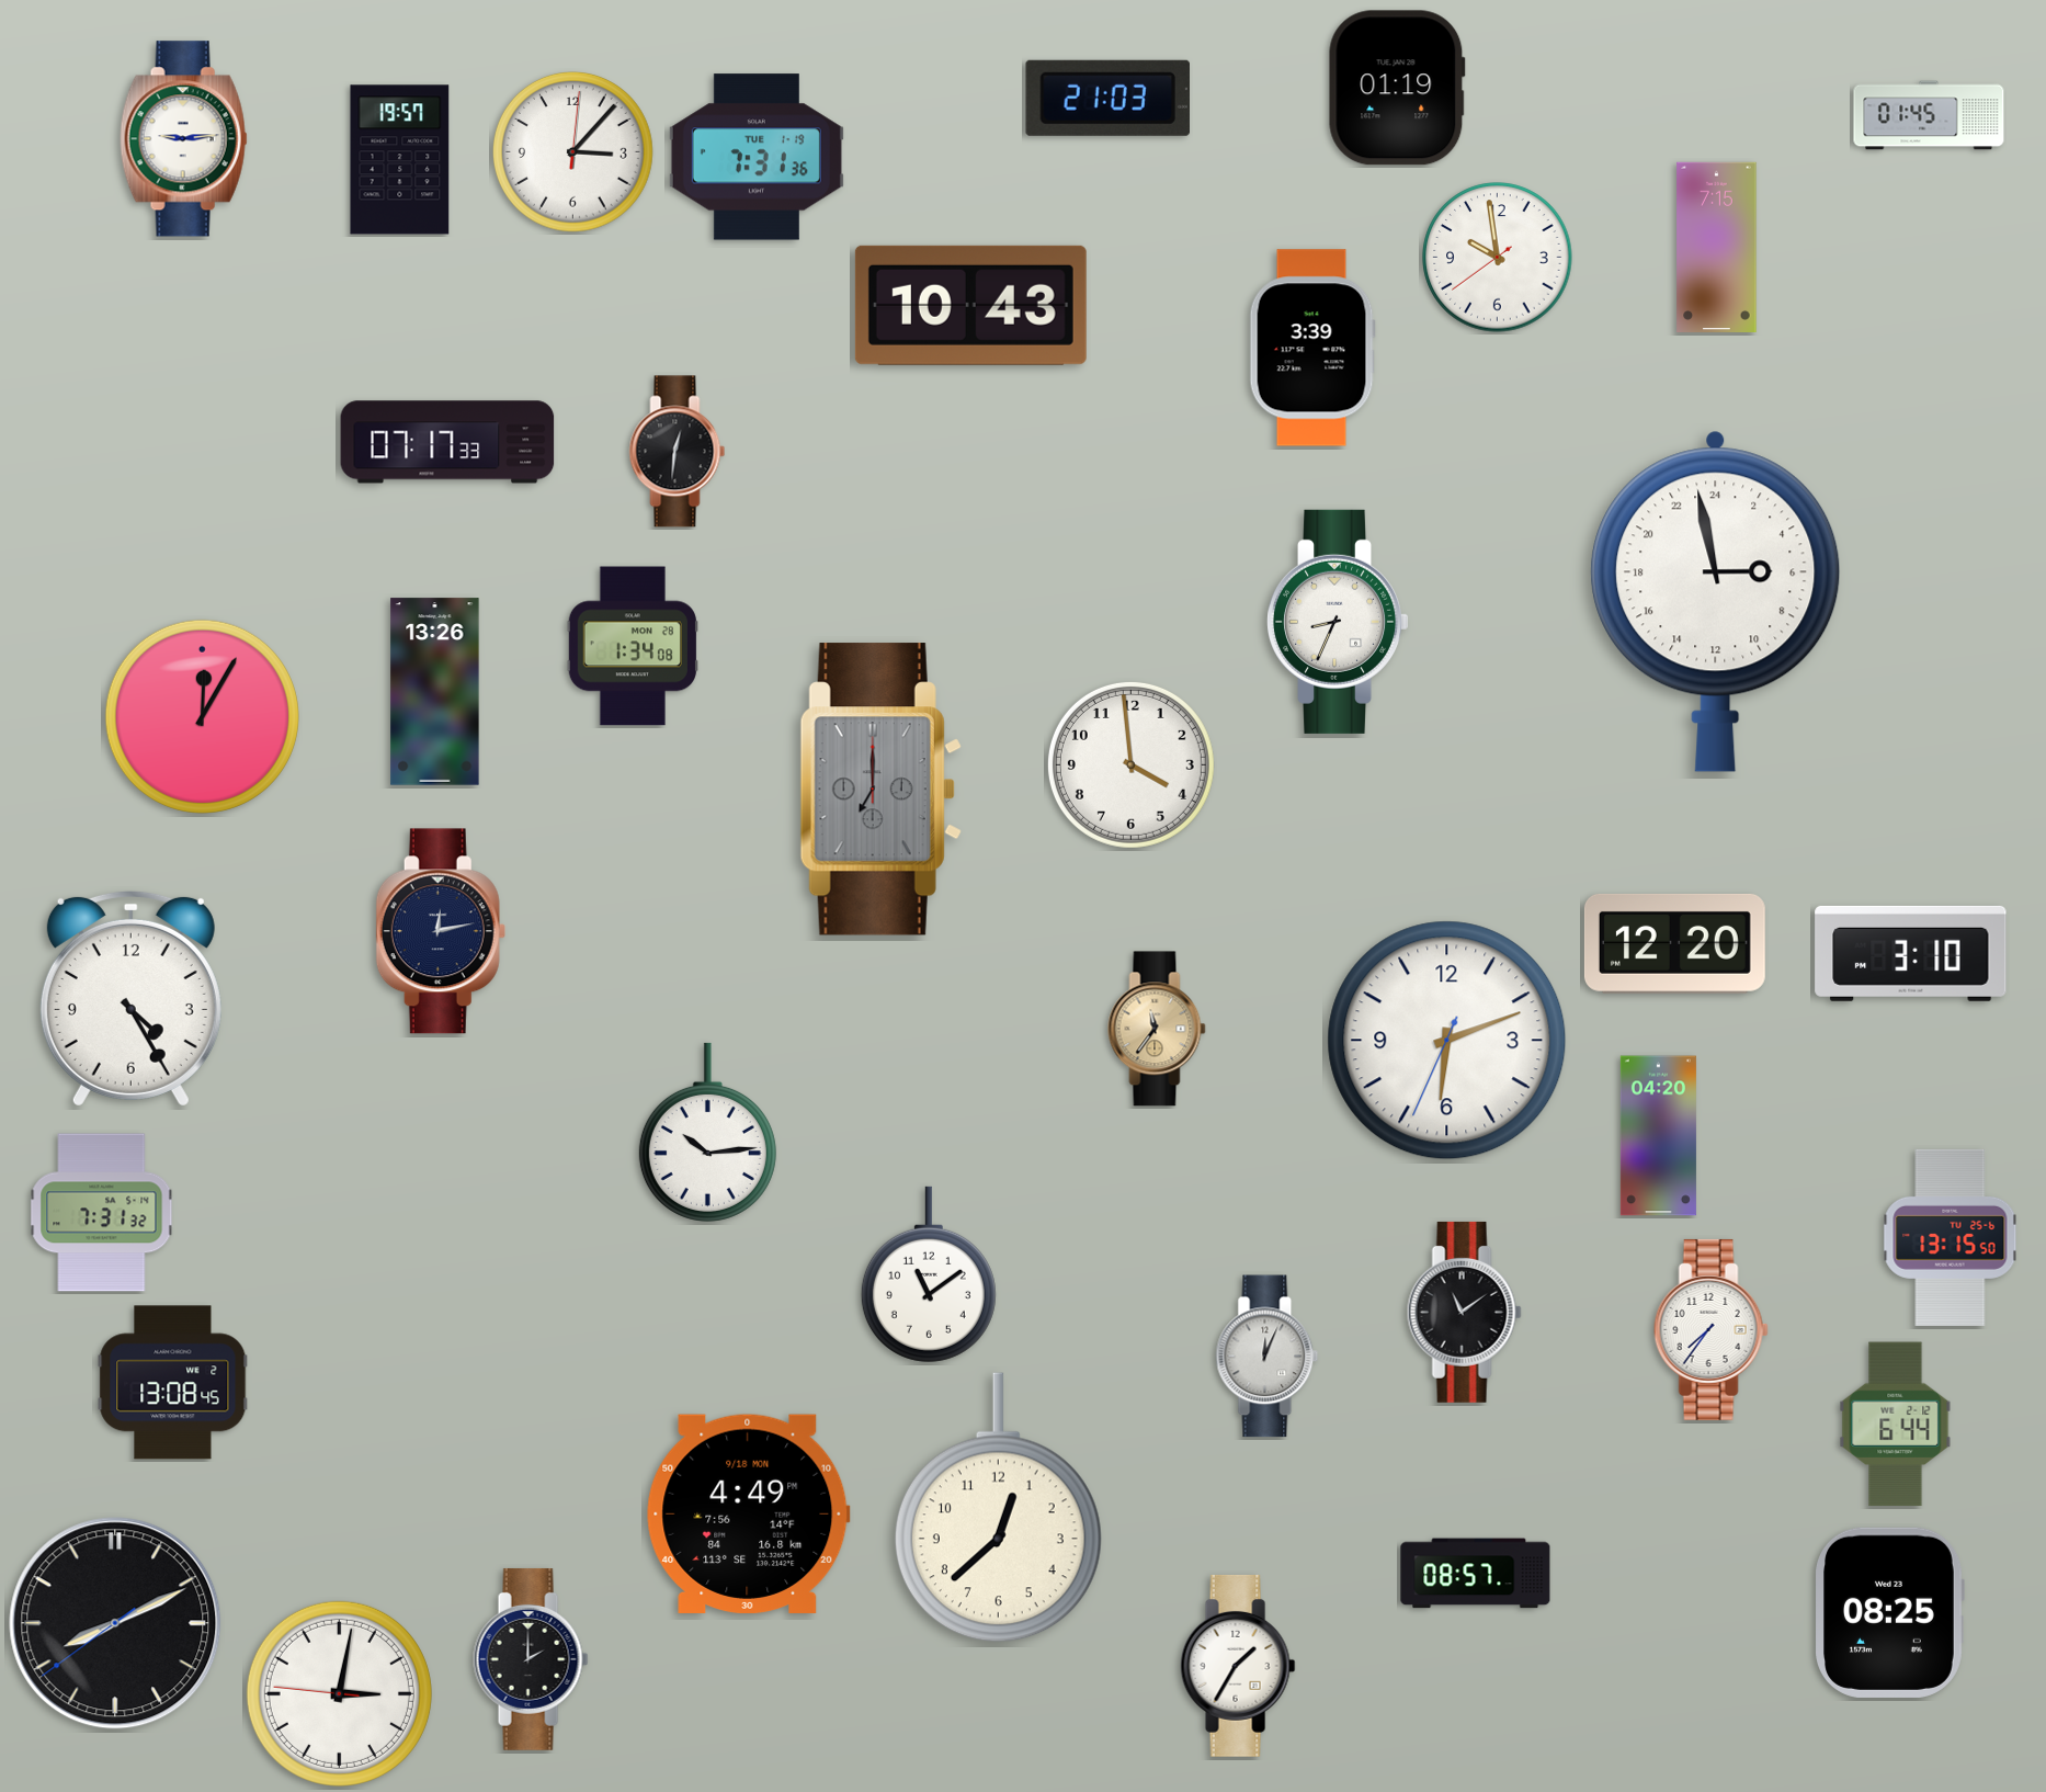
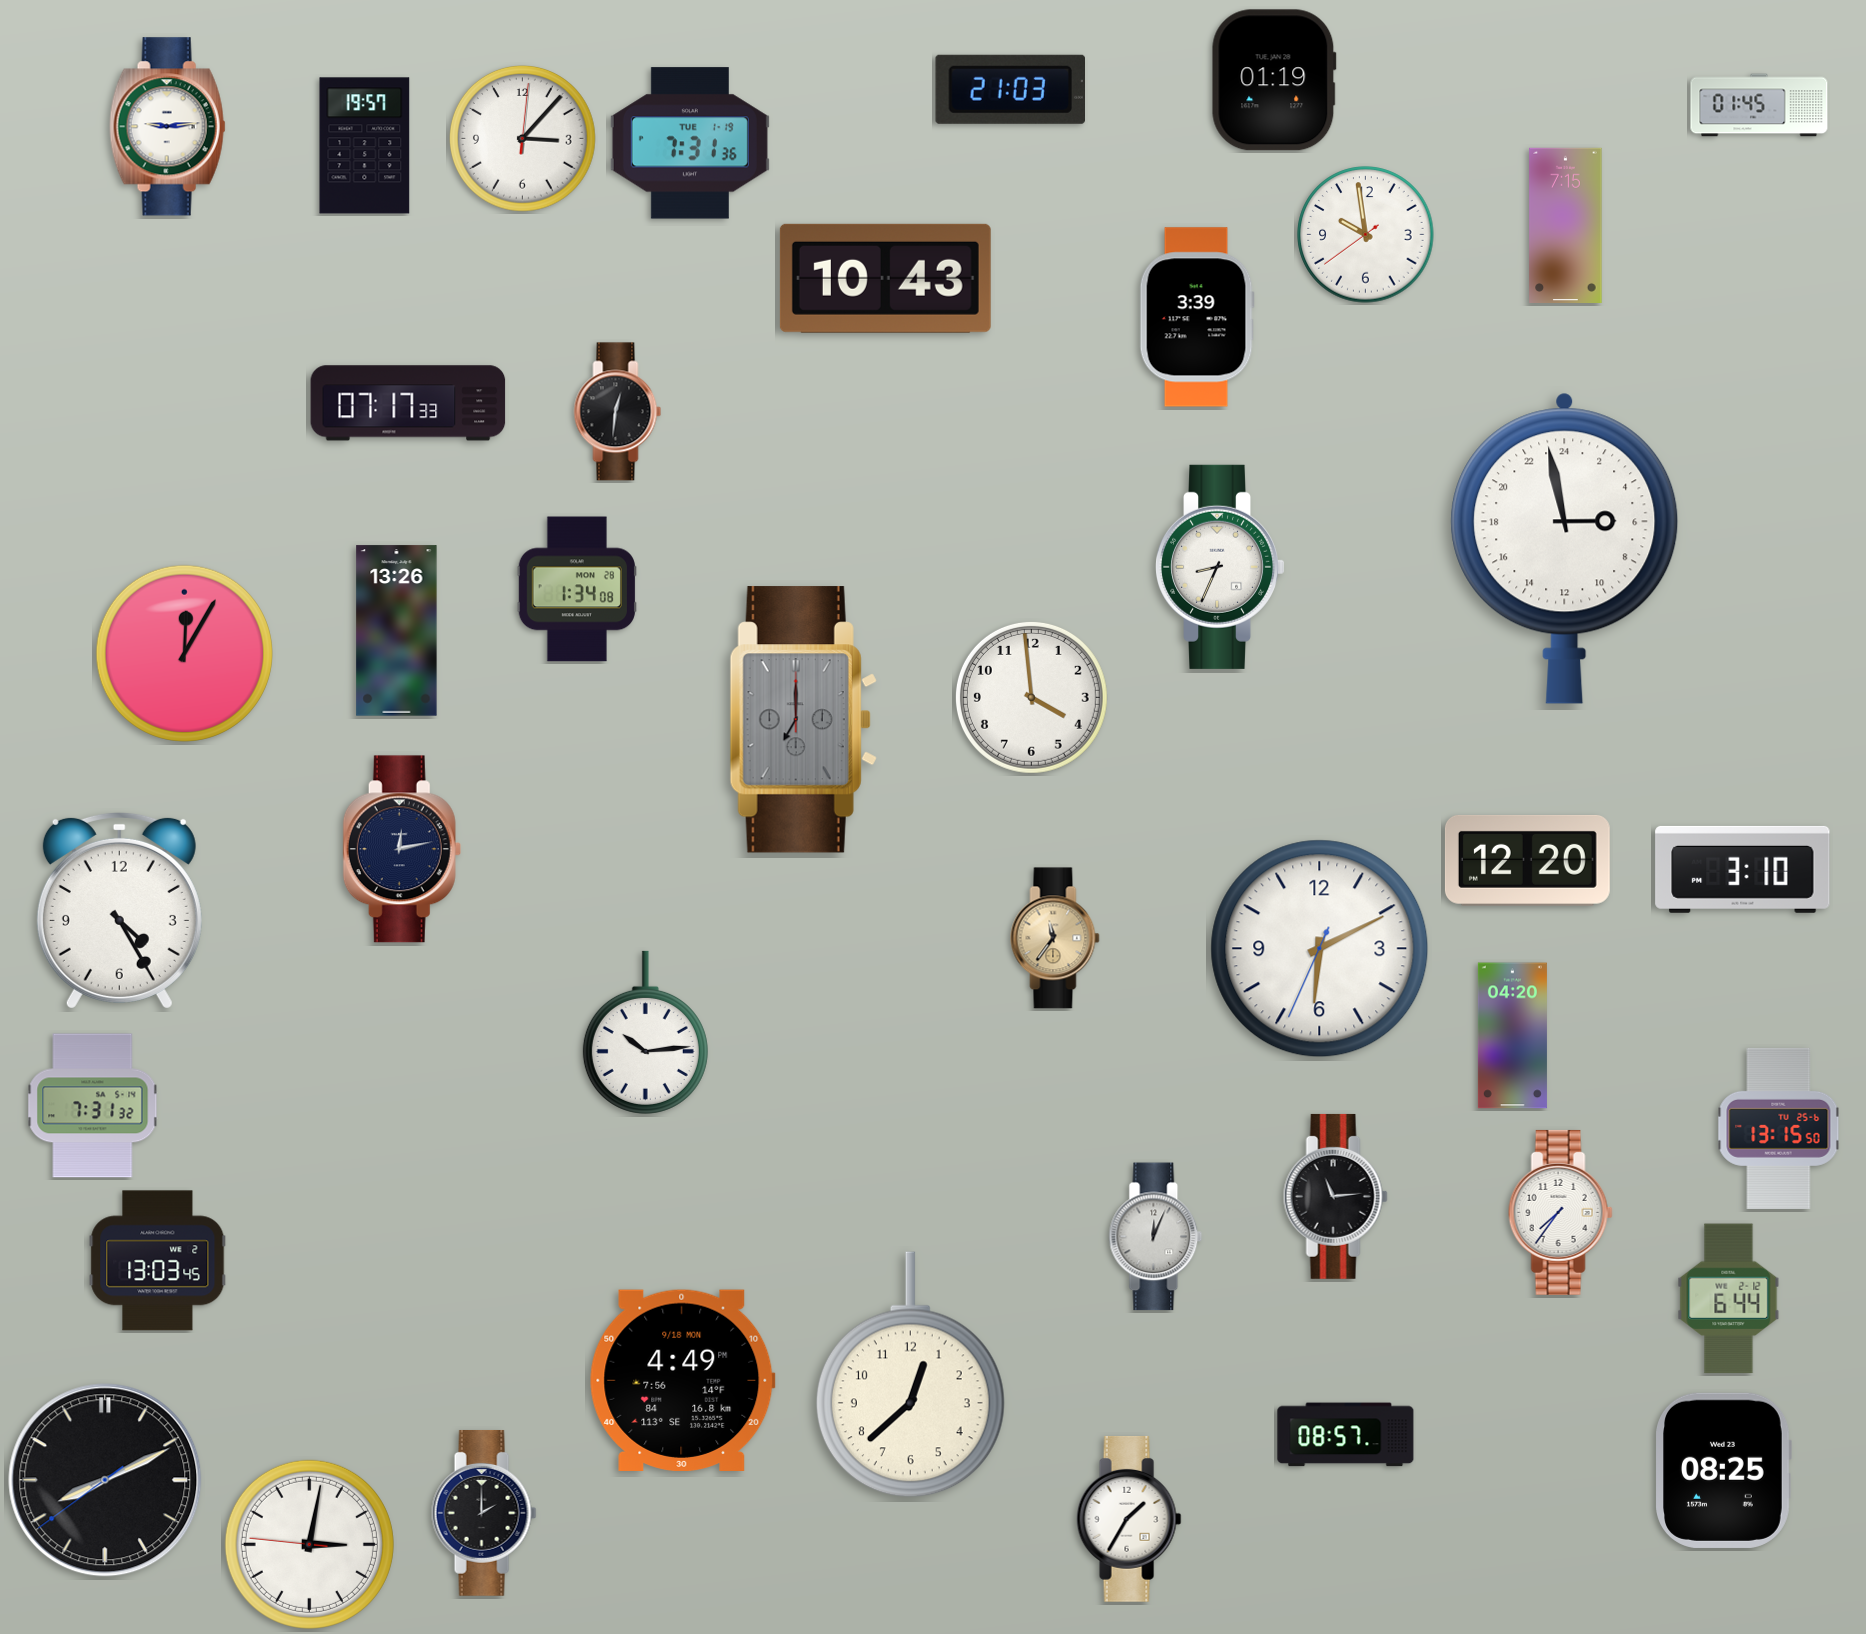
clock at (1447, 1041): 6:11 -> 6:10
clock at (929, 1274): 11:09 -> none
clock at (1464, 1312): 11:09 -> 11:14
clock at (173, 1383): 13:08 -> 13:03
